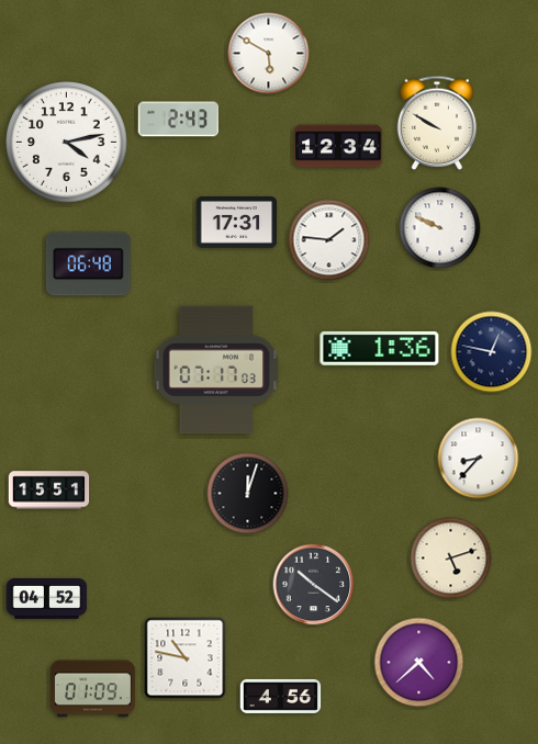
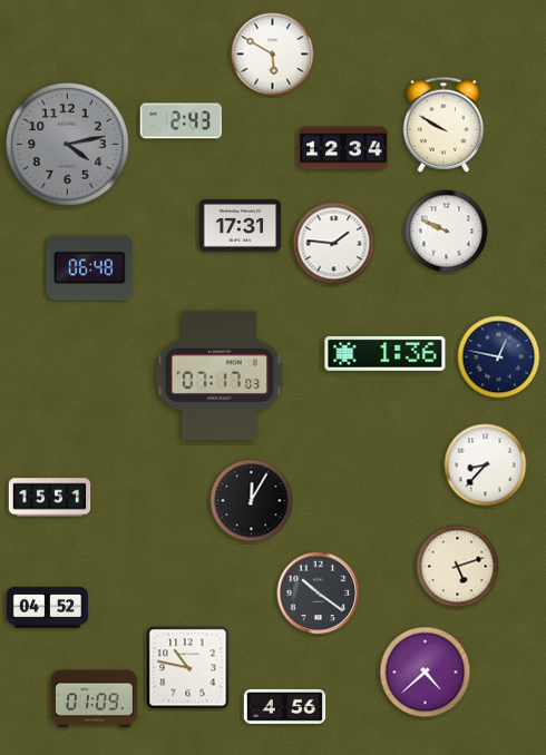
clock at (67, 143) dial: white -> grey
clock at (248, 494): 12:03 -> 12:05
